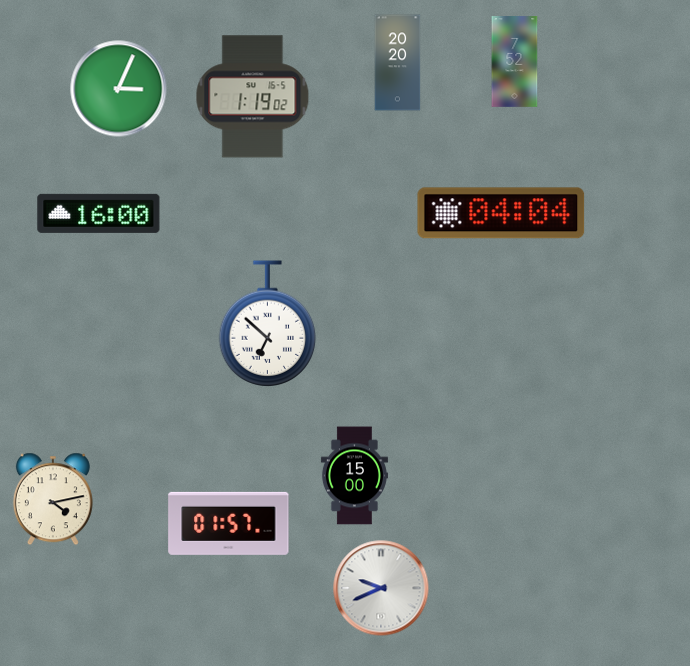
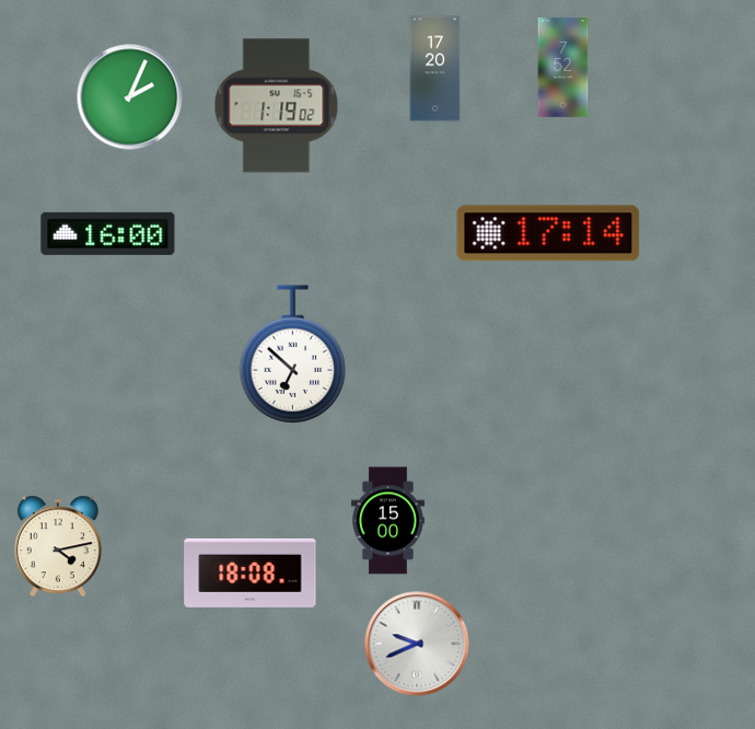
clock at (398, 63): 20:20 -> 17:20
clock at (119, 89): 3:04 -> 2:04
clock at (501, 213): 04:04 -> 17:14
clock at (229, 523): 01:57 -> 18:08
